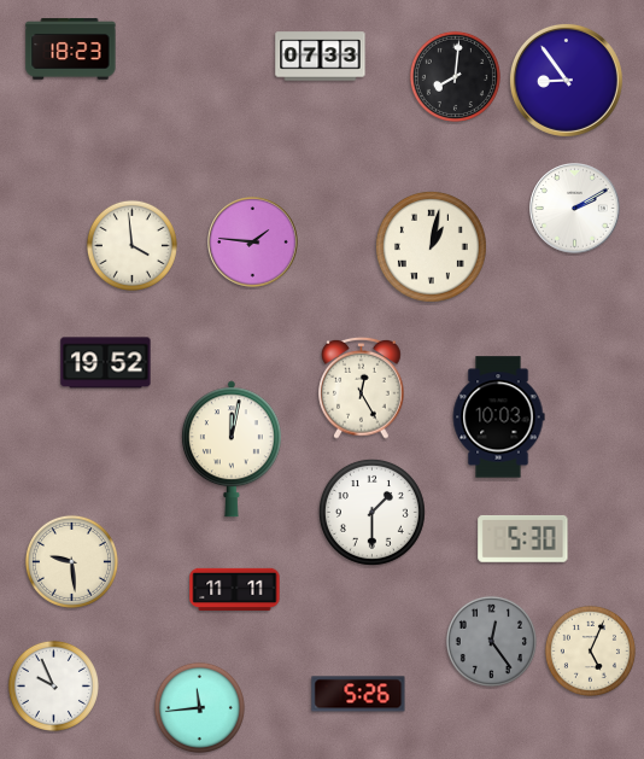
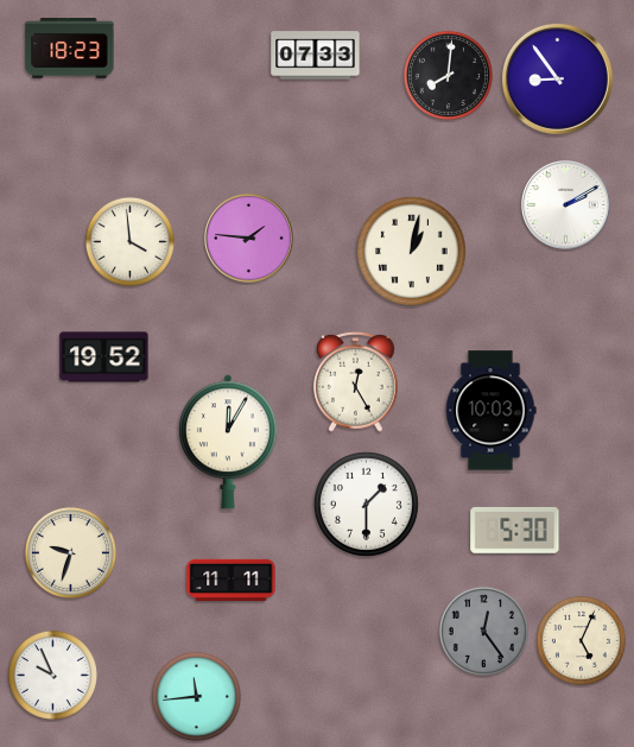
clock at (431, 246) position: (431, 246) -> (411, 251)
clock at (232, 449): 12:02 -> 12:05
clock at (71, 561): 9:29 -> 9:33
clock at (358, 694): 5:26 -> none
